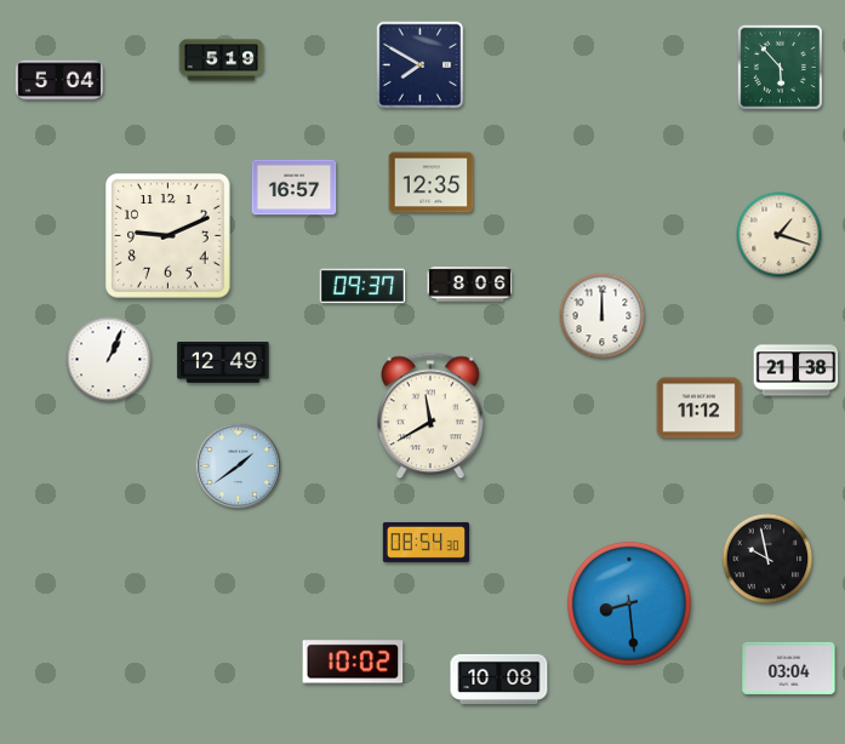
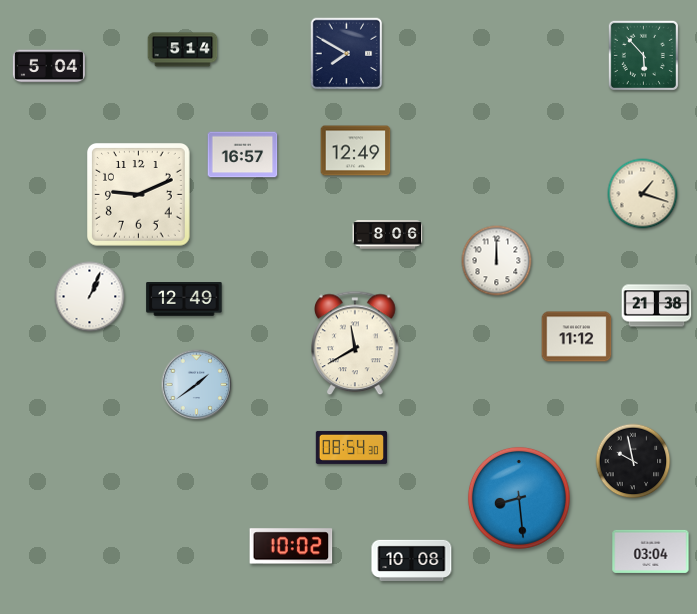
clock at (222, 61): 5:19 -> 5:14
clock at (432, 183): 12:35 -> 12:49
clock at (362, 286): 09:37 -> none
